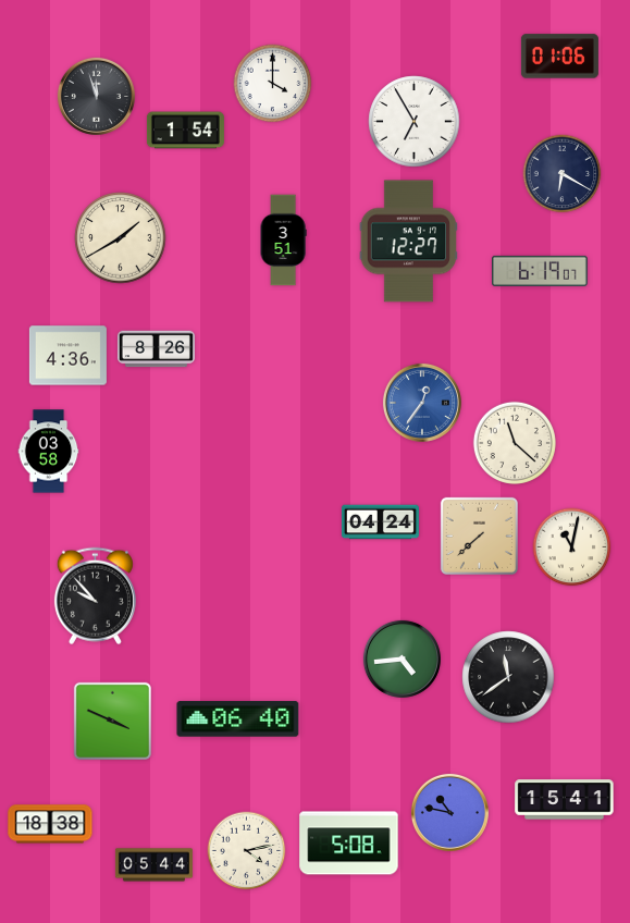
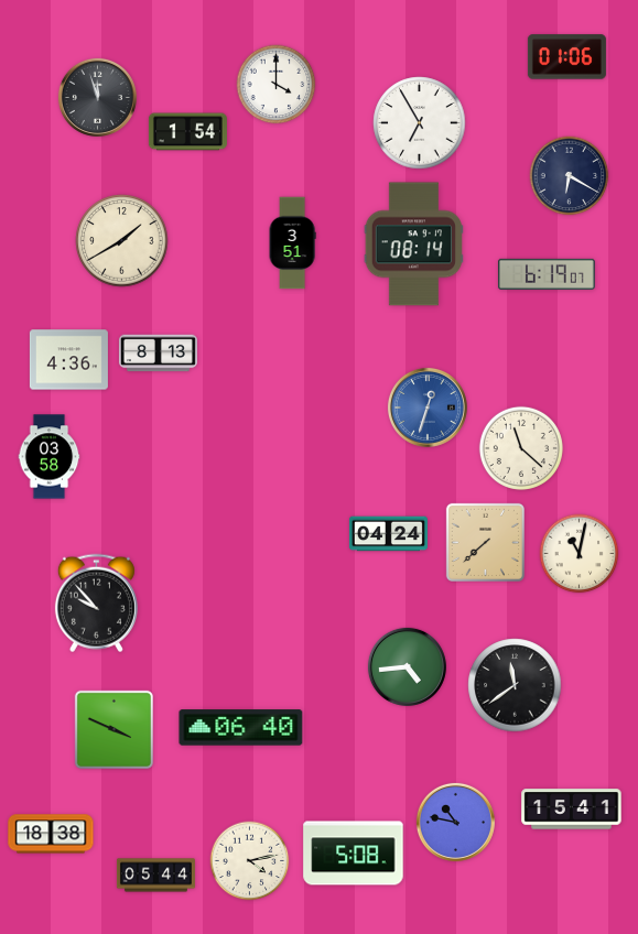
clock at (283, 241) position: (283, 241) -> (292, 243)
clock at (408, 242): 12:27 -> 08:14
clock at (156, 349): 8:26 -> 8:13
clock at (422, 403): 12:36 -> 12:33
clock at (380, 522) position: (380, 522) -> (388, 534)
